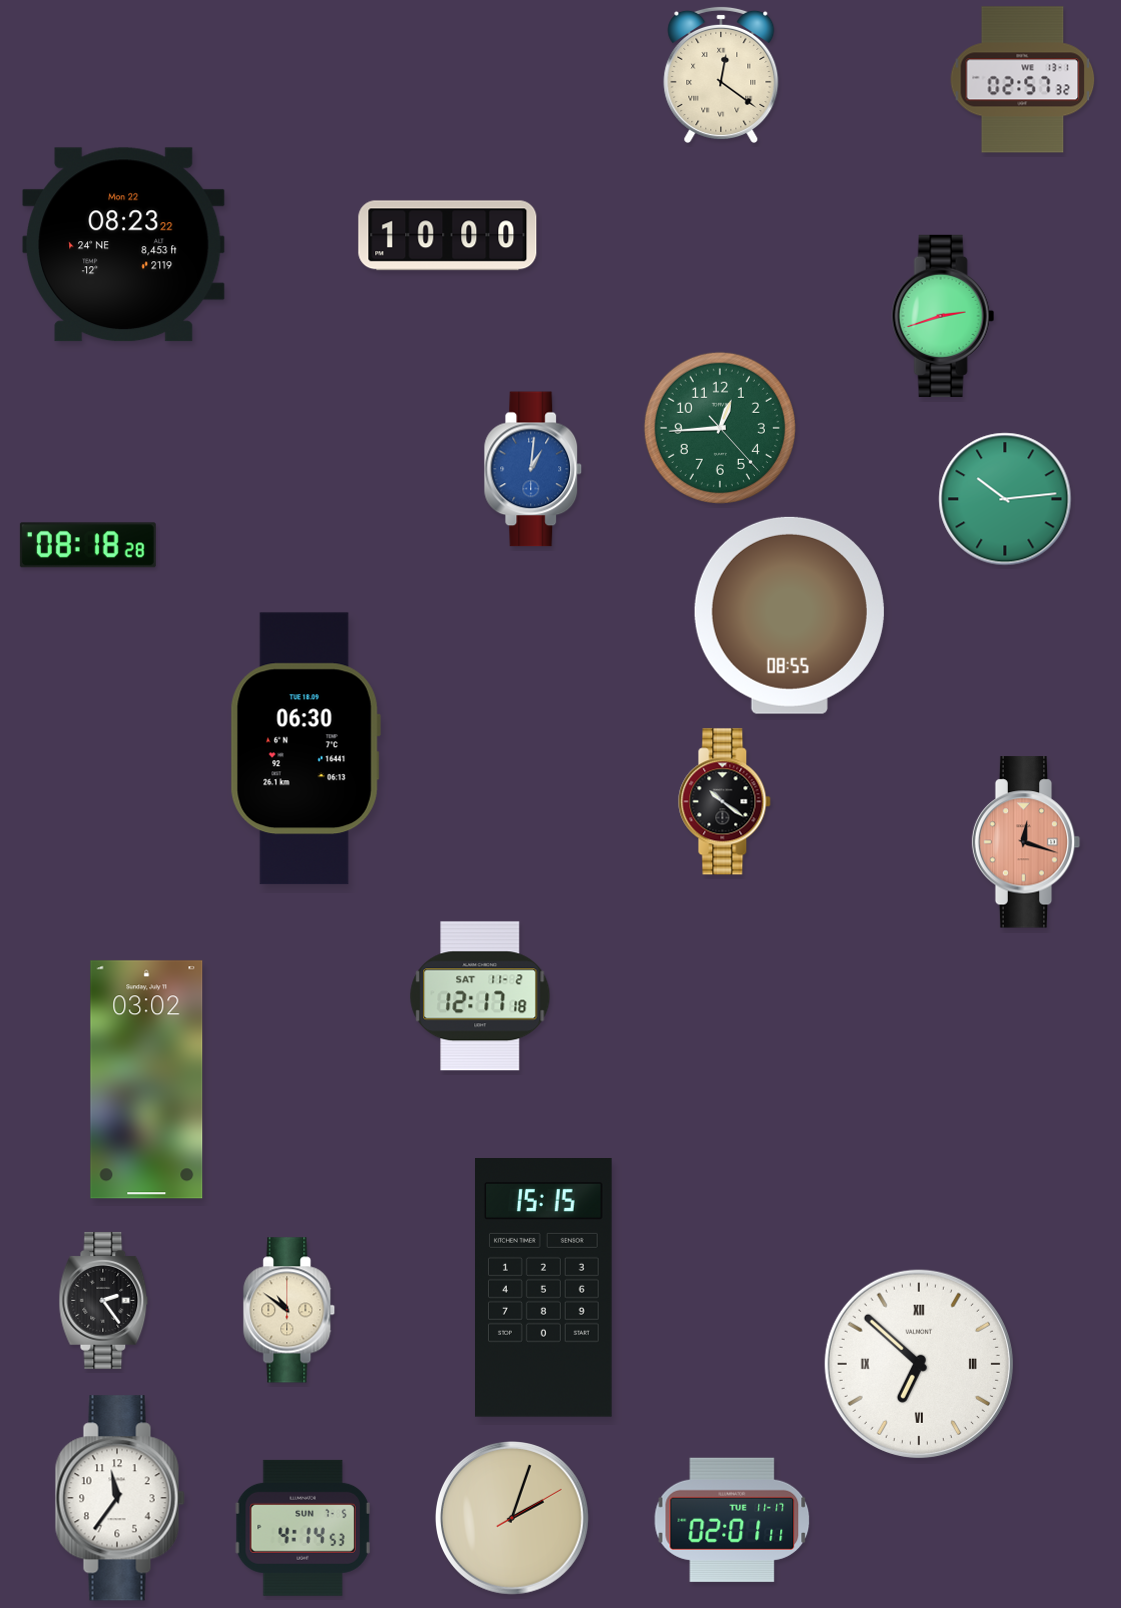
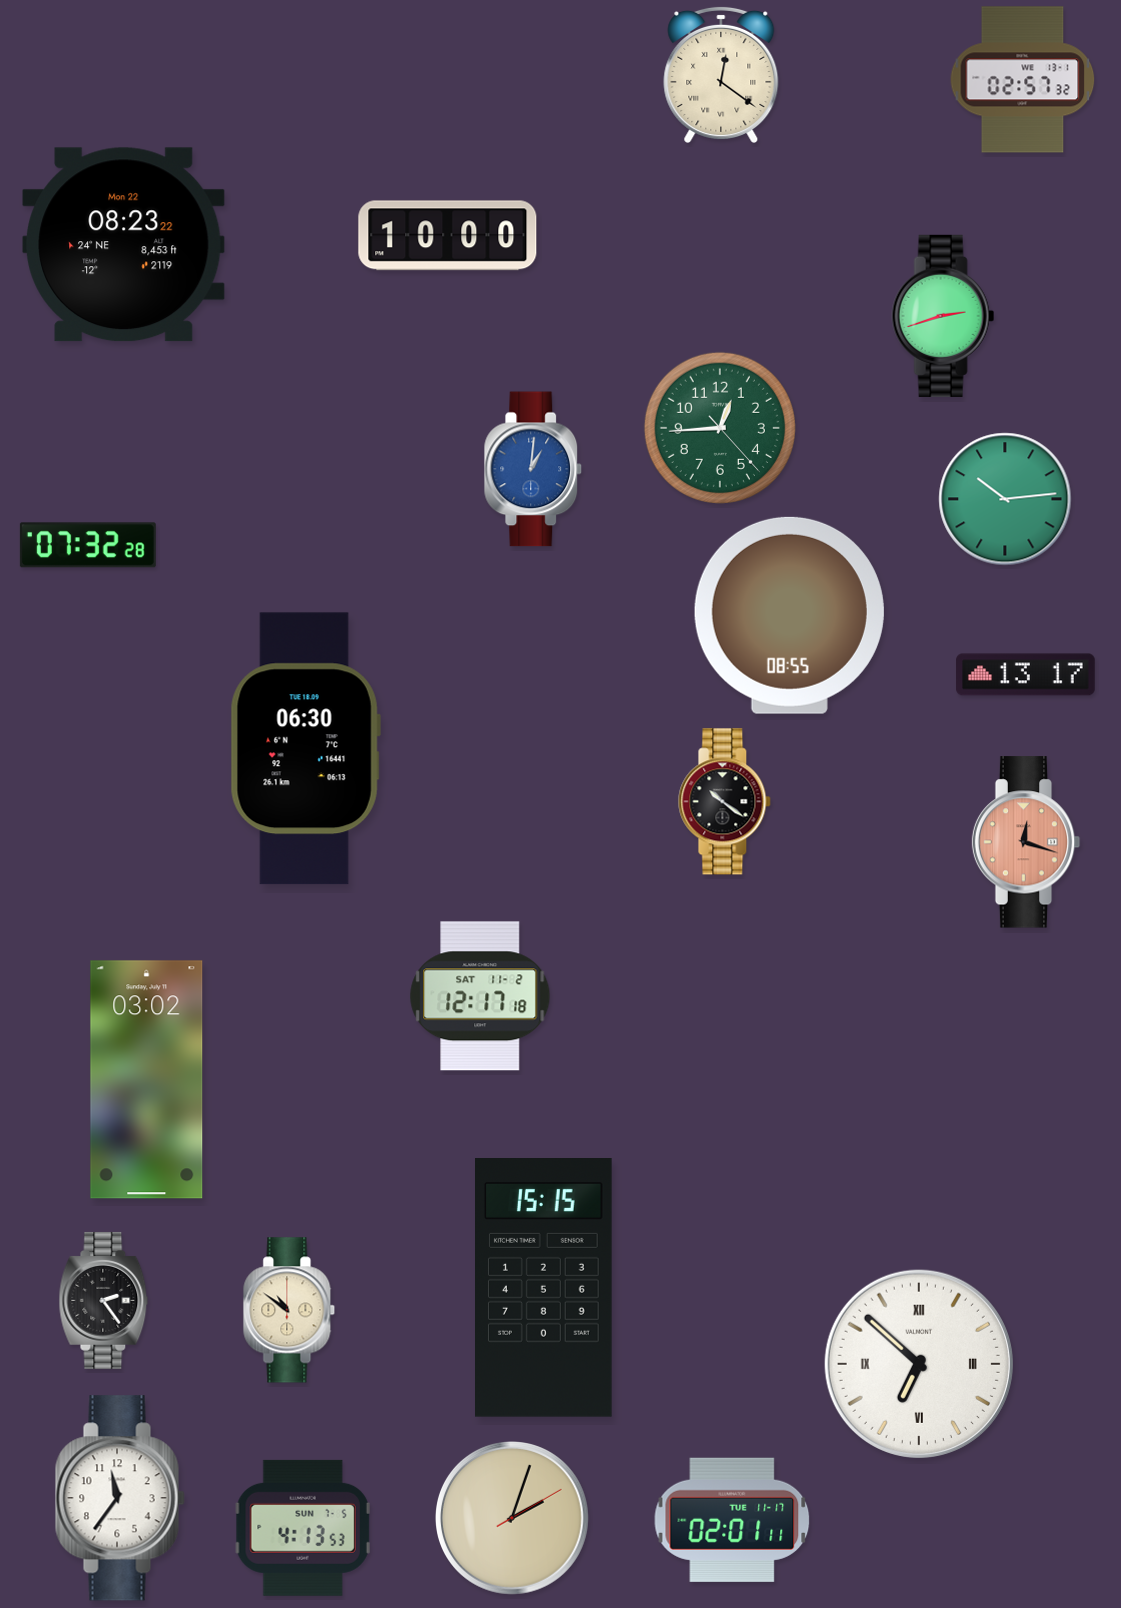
clock at (88, 545): 08:18 -> 07:32
clock at (1026, 675): none -> 13:17
clock at (303, 1528): 4:14 -> 4:13
